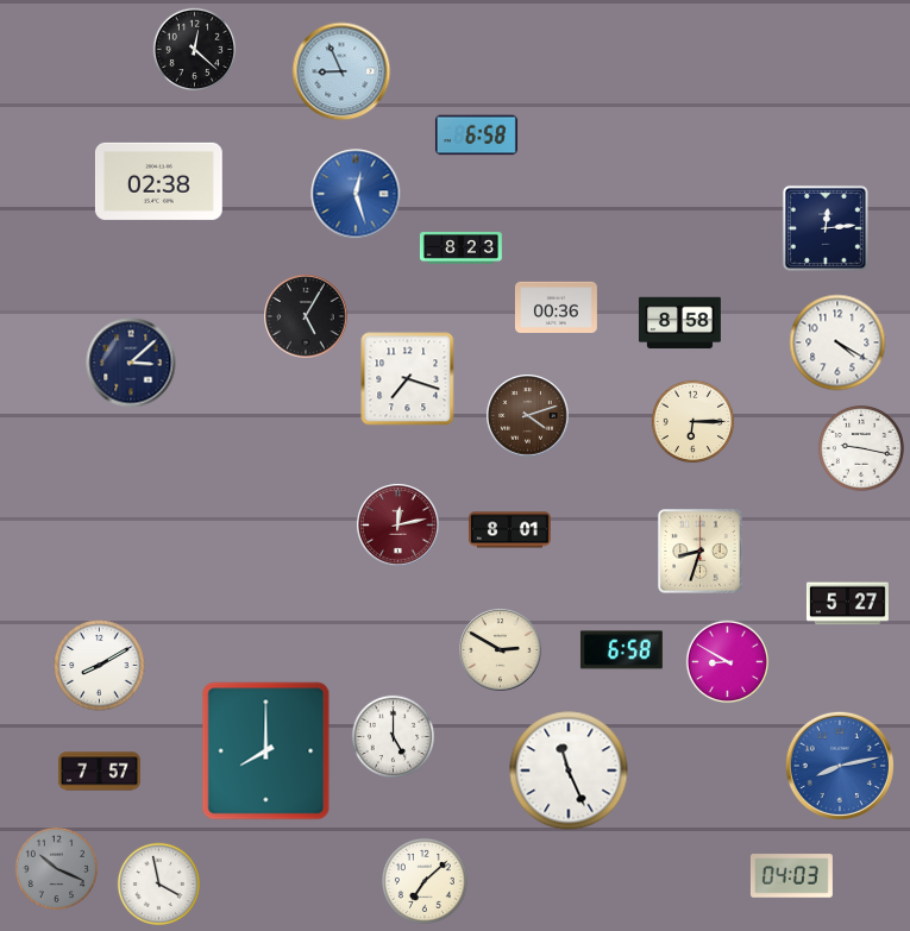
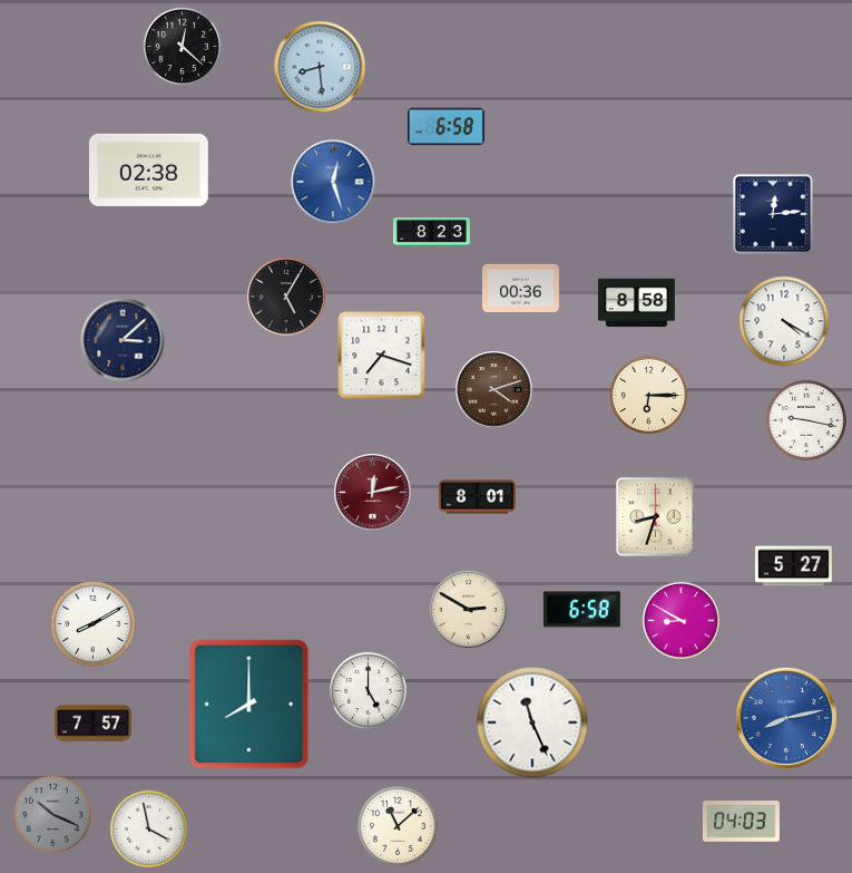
clock at (341, 71): 8:56 -> 8:29
clock at (425, 881): 7:08 -> 11:08
